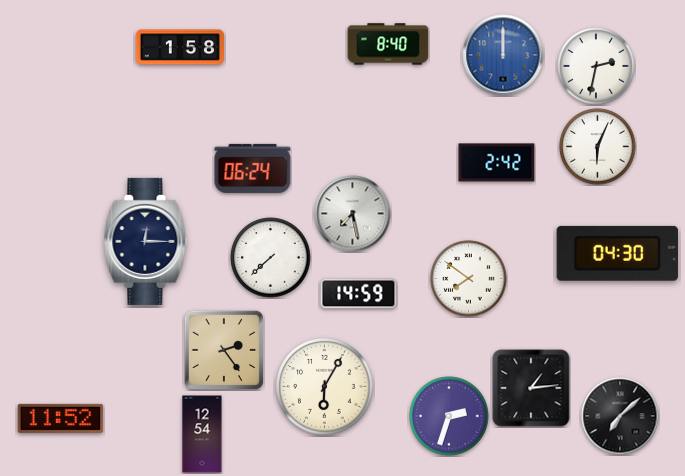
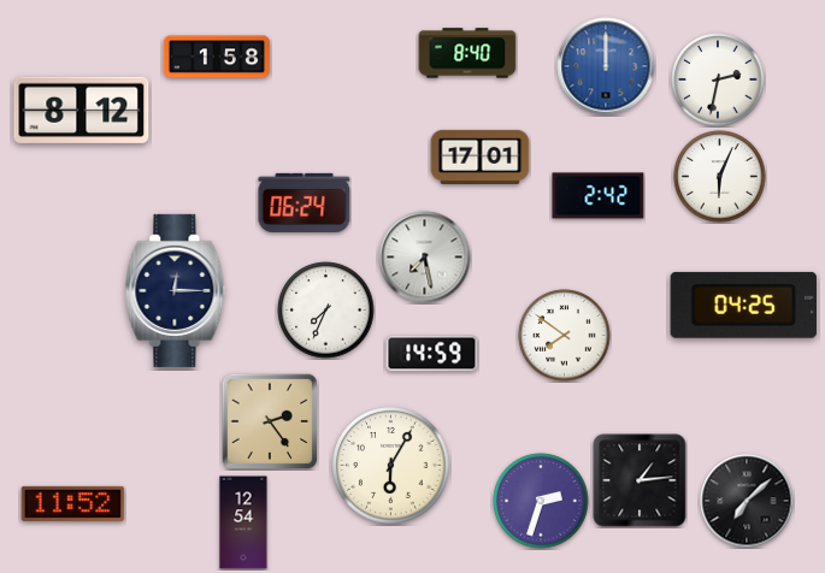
clock at (82, 110): none -> 8:12
clock at (481, 156): none -> 17:01
clock at (617, 253): 04:30 -> 04:25
clock at (271, 258): 7:38 -> 7:34
clock at (531, 388) position: (531, 388) -> (640, 480)
